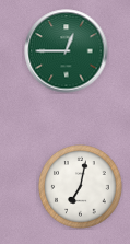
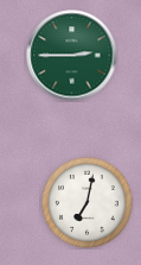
clock at (67, 51): 12:45 -> 2:45
